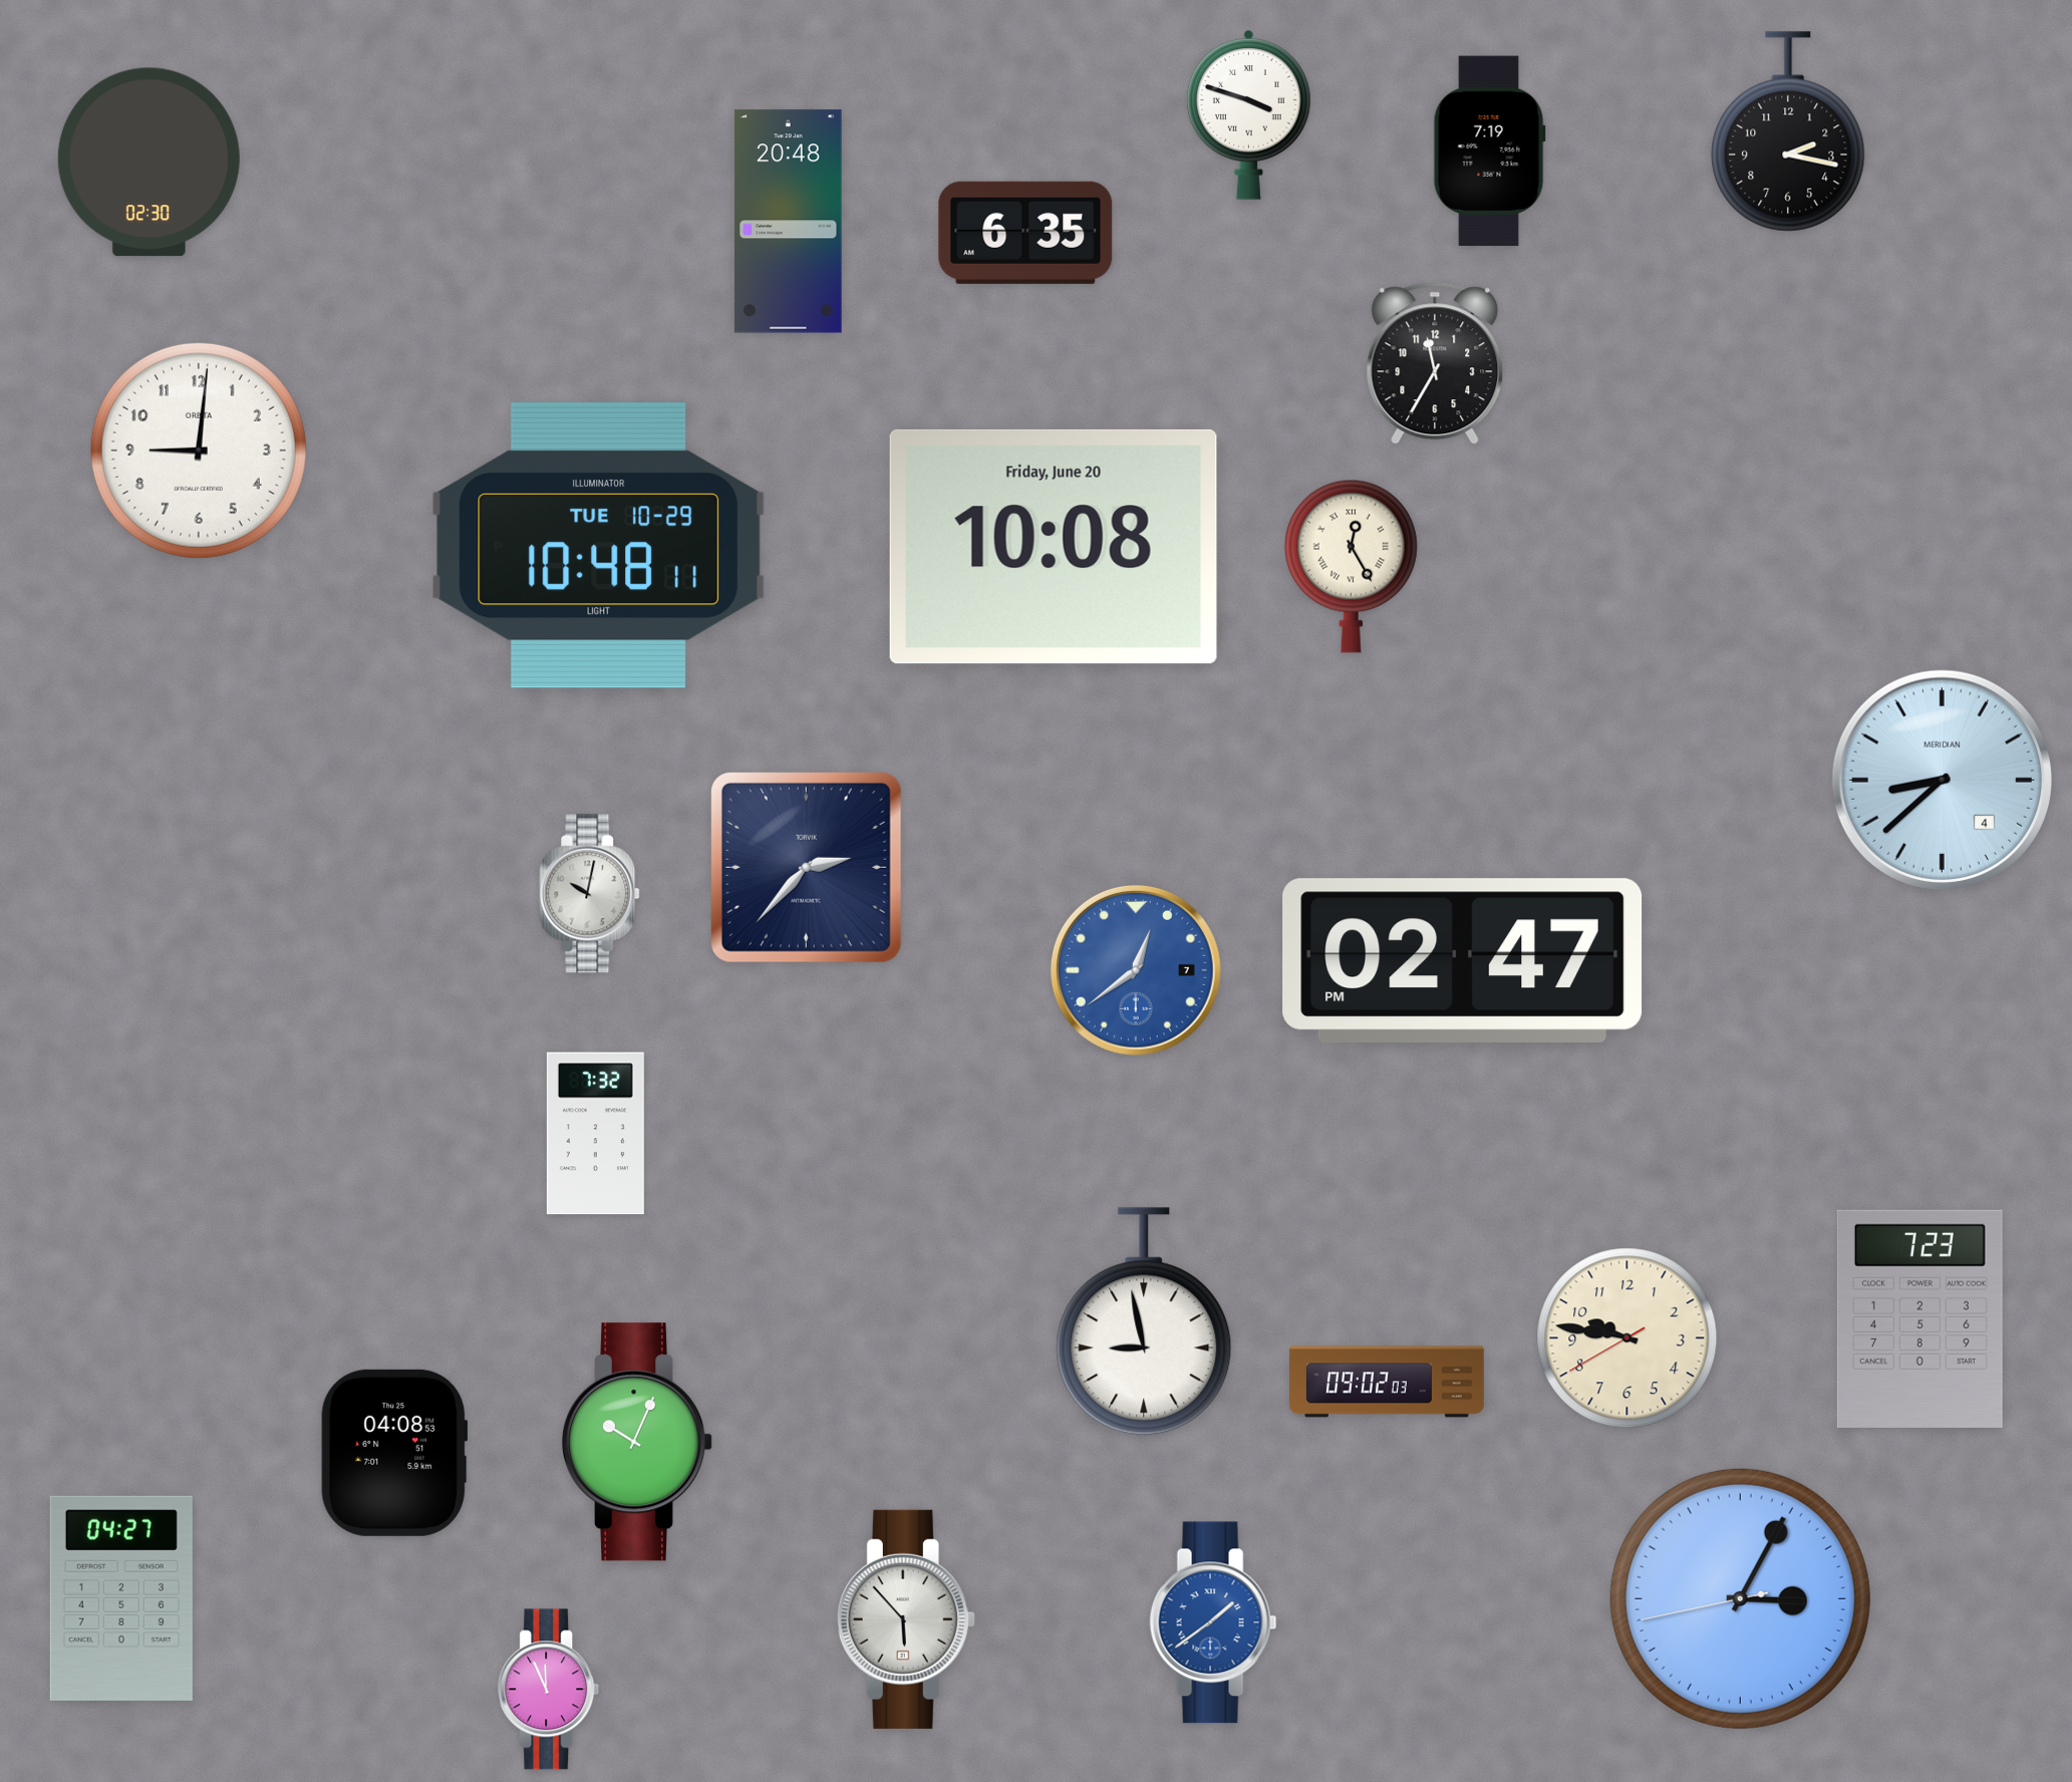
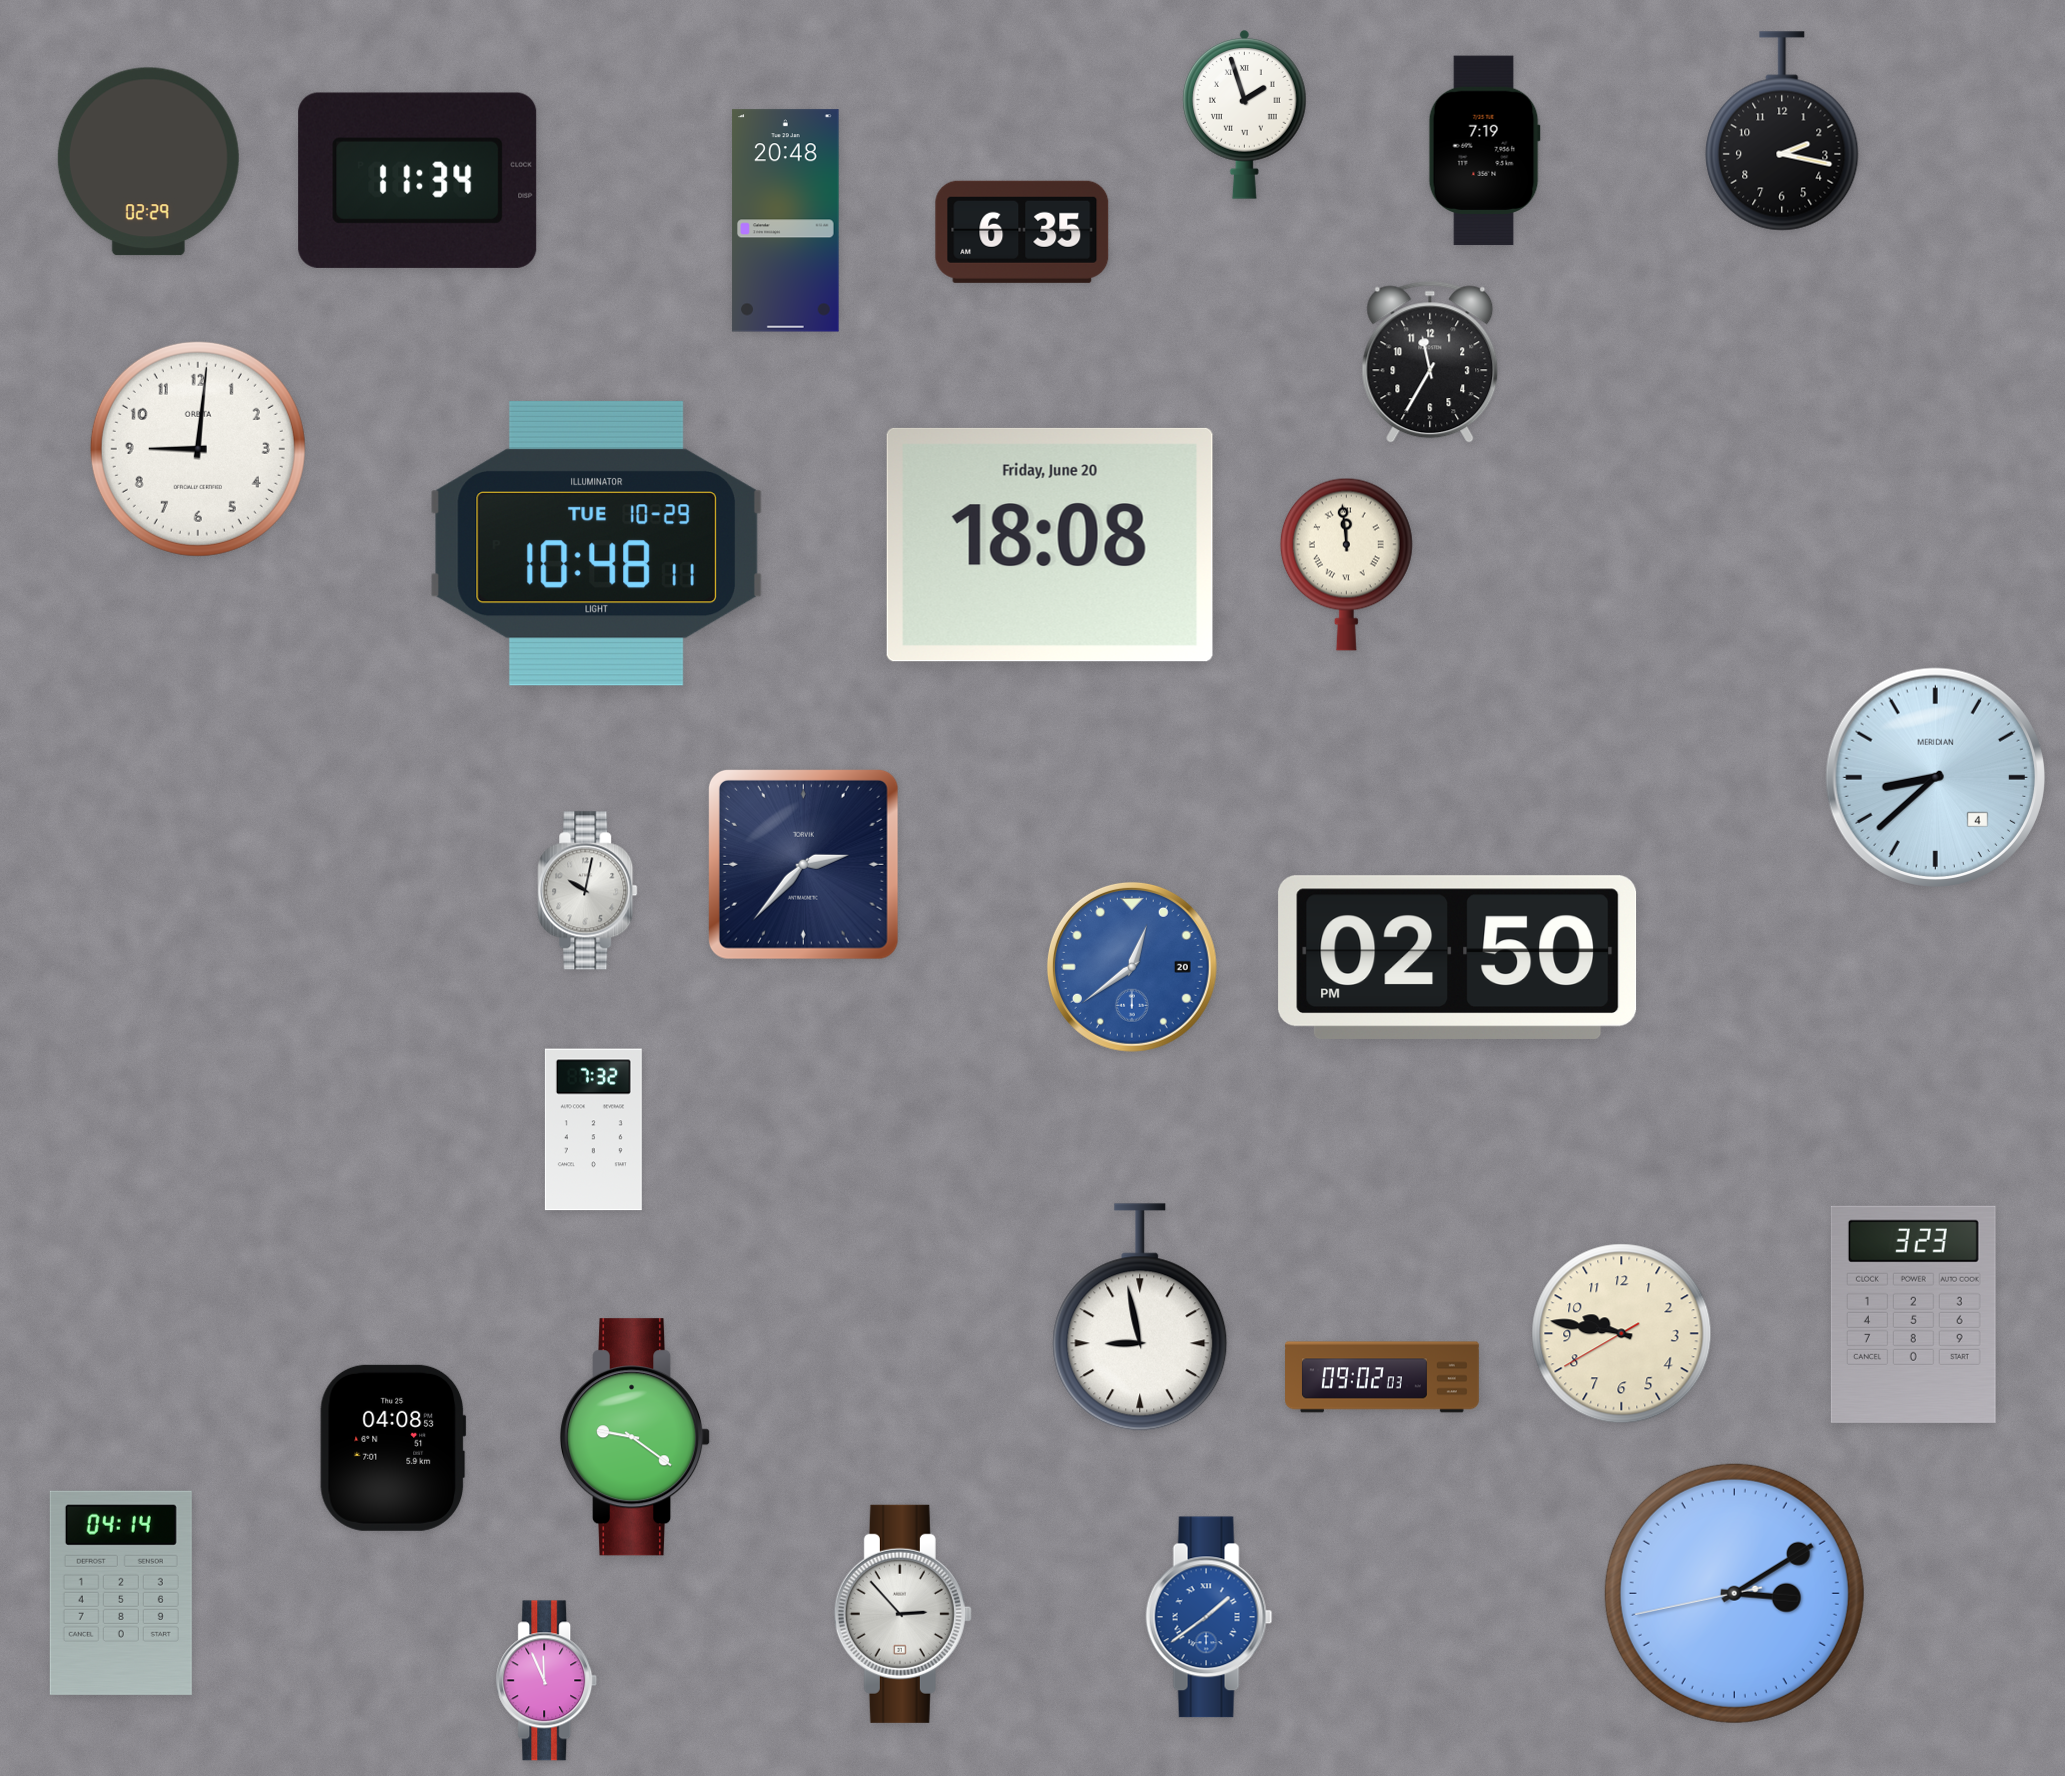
clock at (1249, 115): 3:48 -> 1:57
clock at (149, 163): 02:30 -> 02:29
clock at (418, 180): none -> 11:34
clock at (1054, 547): 10:08 -> 18:08
clock at (1351, 566): 12:25 -> 11:59
clock at (1463, 960): 02:47 -> 02:50
clock at (1136, 970) date: 7 -> 20
clock at (1919, 1318): 7:23 -> 3:23
clock at (637, 1442): 10:04 -> 9:21
clock at (121, 1598): 04:27 -> 04:14
clock at (1740, 1598): 3:04 -> 3:09
clock at (906, 1619): 5:53 -> 2:53
clock at (549, 1690) position: (549, 1690) -> (547, 1681)
